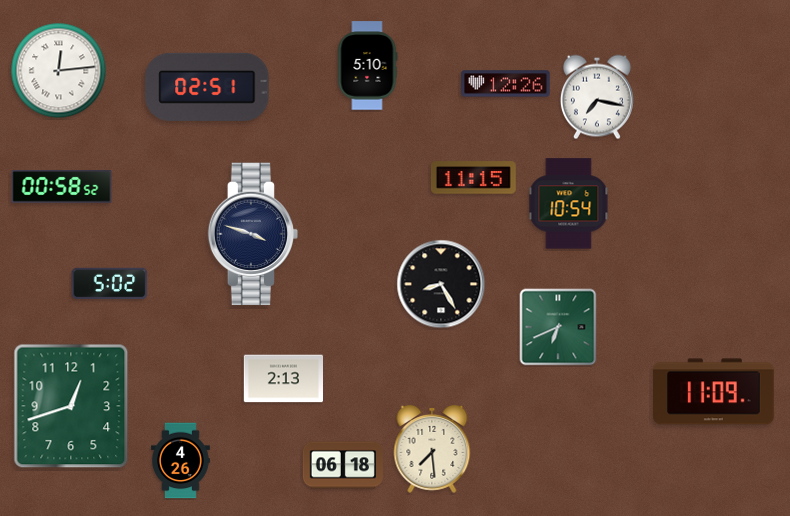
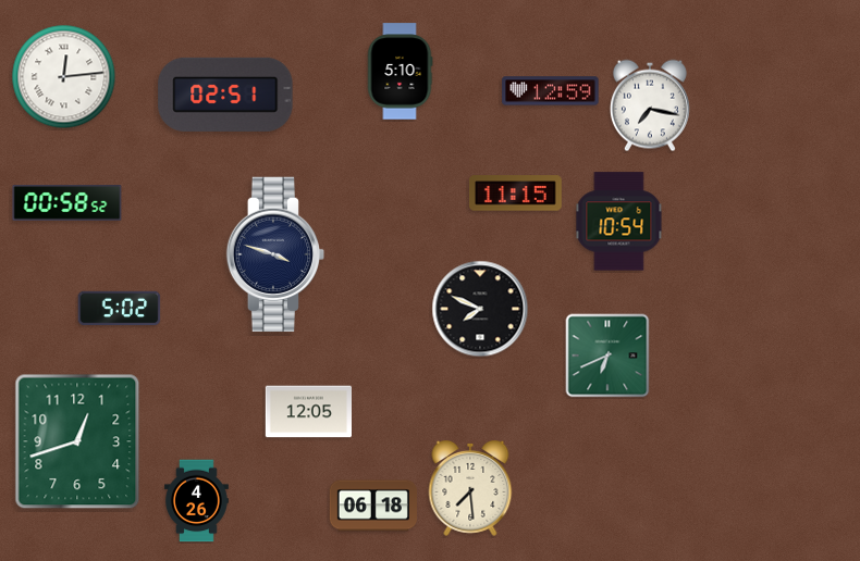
clock at (506, 84): 12:26 -> 12:59
clock at (441, 284): 8:25 -> 7:49
clock at (283, 379): 2:13 -> 12:05
clock at (714, 392): 11:09 -> none
